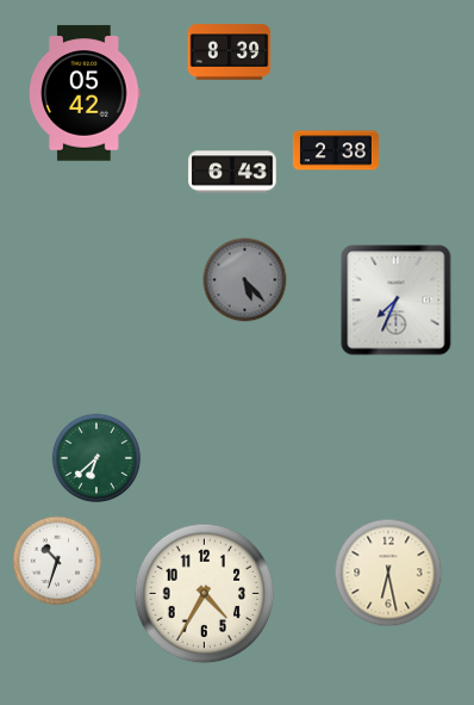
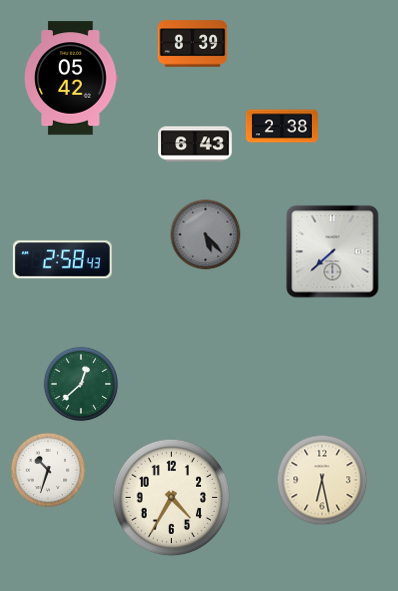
clock at (397, 301): 7:34 -> 7:38
clock at (62, 260): none -> 2:58
clock at (96, 458): 6:38 -> 12:38
clock at (388, 573) position: (388, 573) -> (322, 480)
